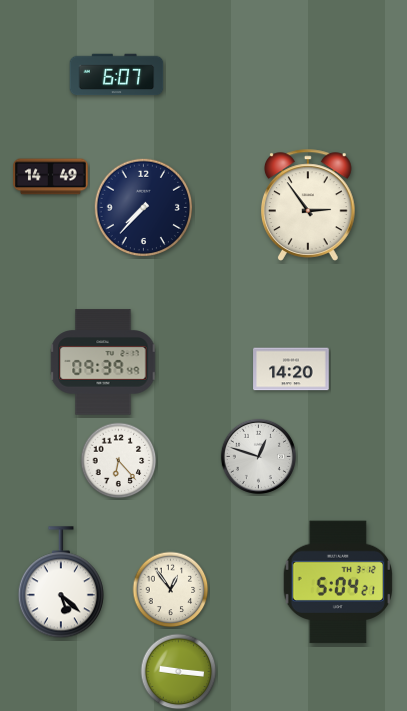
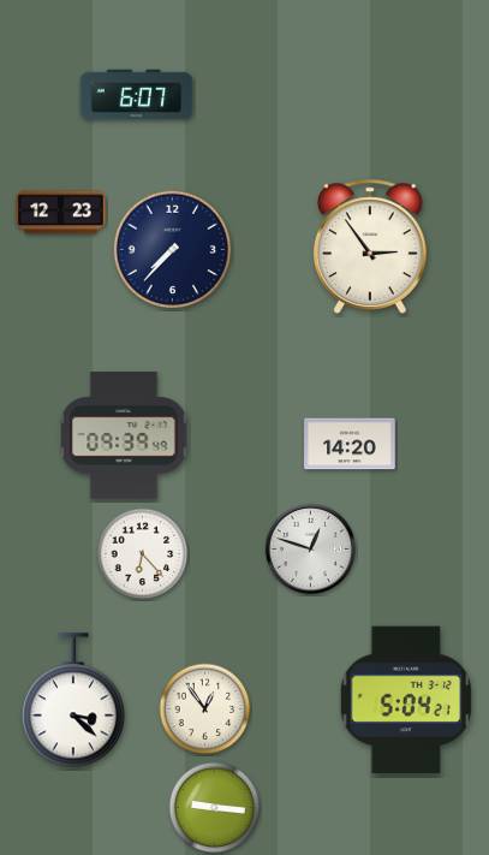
clock at (117, 75) position: (117, 75) -> (137, 95)
clock at (51, 177): 14:49 -> 12:23
clock at (61, 583): 5:22 -> 3:22
